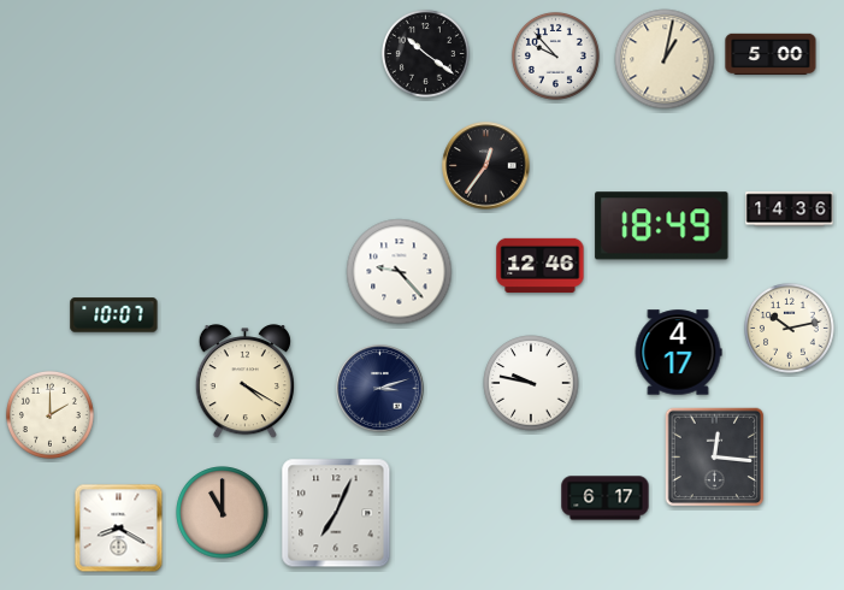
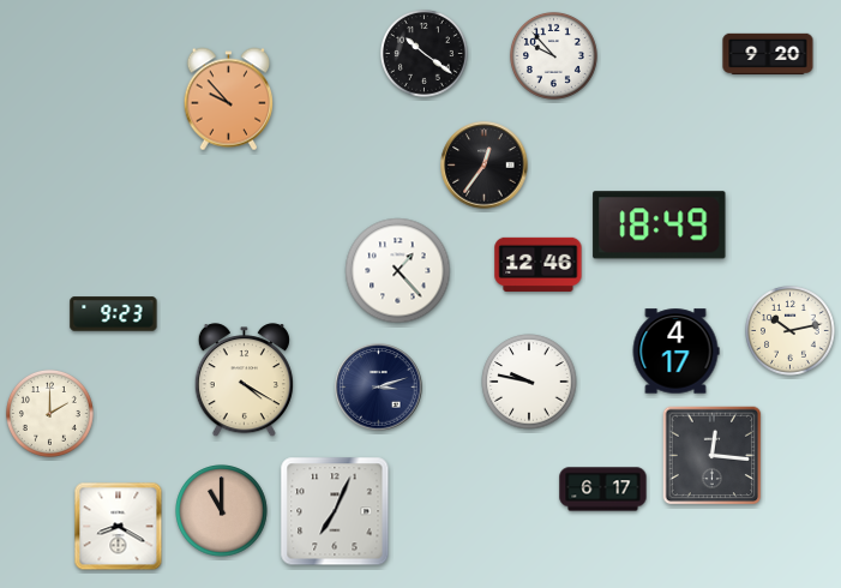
clock at (771, 54): 5:00 -> 9:20
clock at (665, 59): 1:02 -> none
clock at (229, 100): none -> 9:53
clock at (790, 210): 14:36 -> none
clock at (400, 272): 9:23 -> 1:23
clock at (114, 315): 10:07 -> 9:23
clock at (790, 329) position: (790, 329) -> (791, 331)
clock at (606, 498) position: (606, 498) -> (603, 490)
